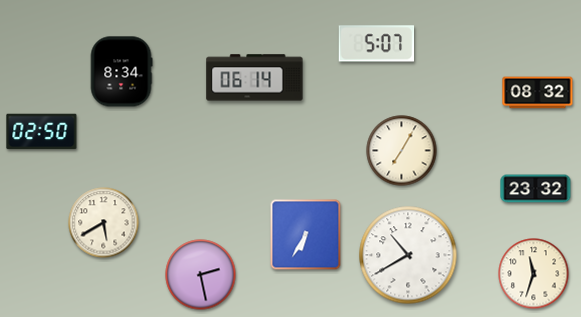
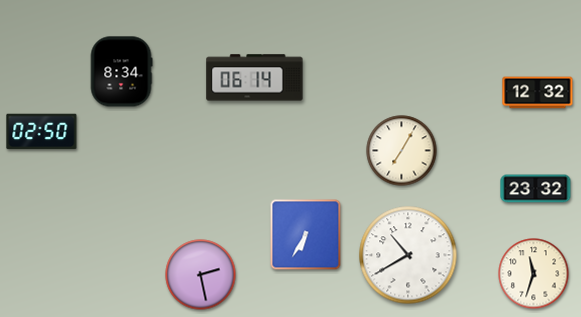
clock at (377, 44): 5:07 -> none
clock at (538, 93): 08:32 -> 12:32
clock at (104, 223): 5:40 -> none
